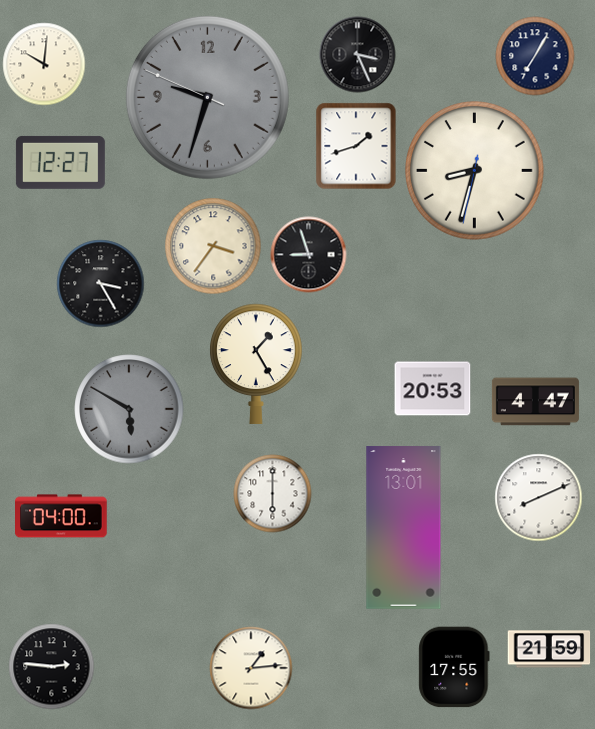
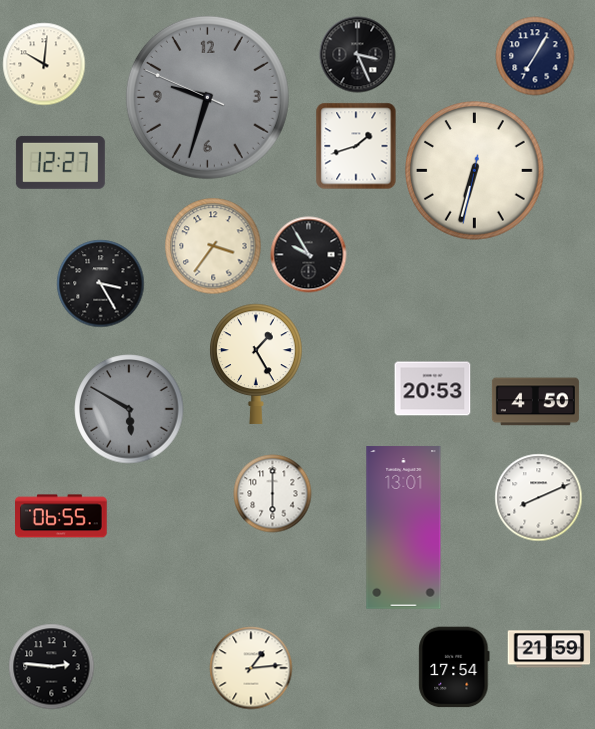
clock at (475, 171): 8:32 -> 6:32
clock at (309, 255): 8:57 -> 9:55
clock at (535, 402): 4:47 -> 4:50
clock at (62, 516): 04:00 -> 06:55
clock at (454, 667): 17:55 -> 17:54
